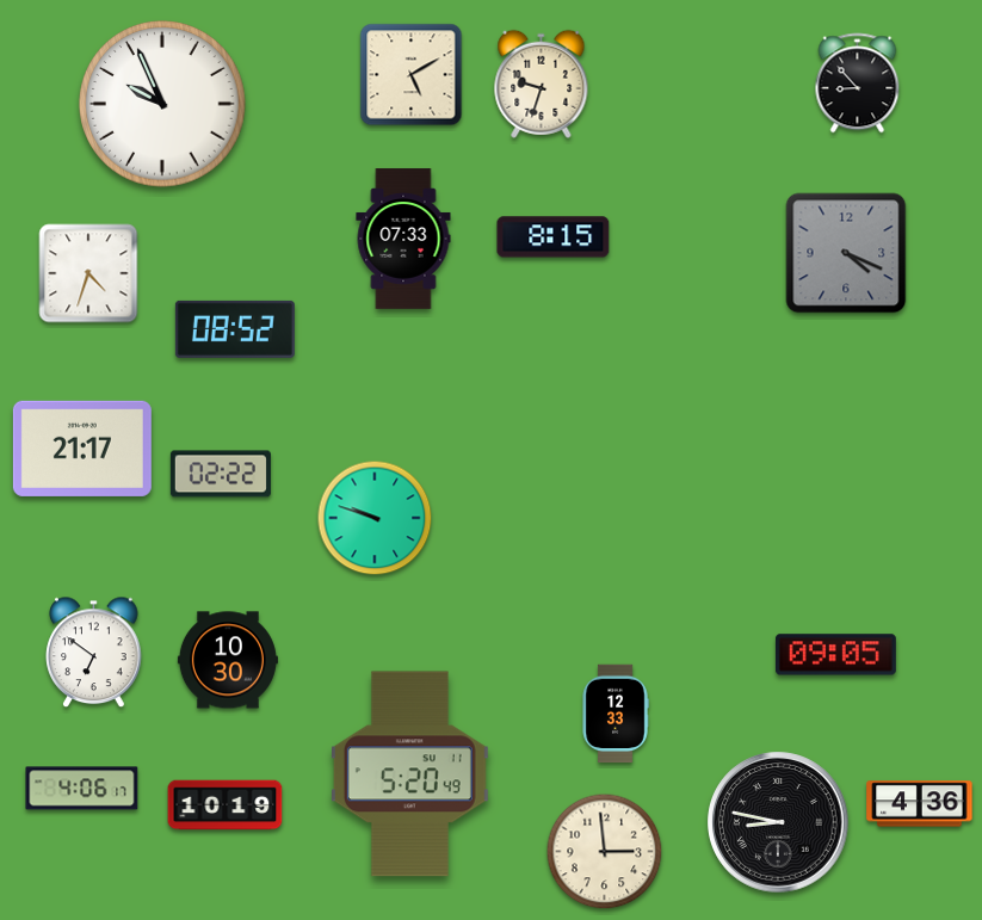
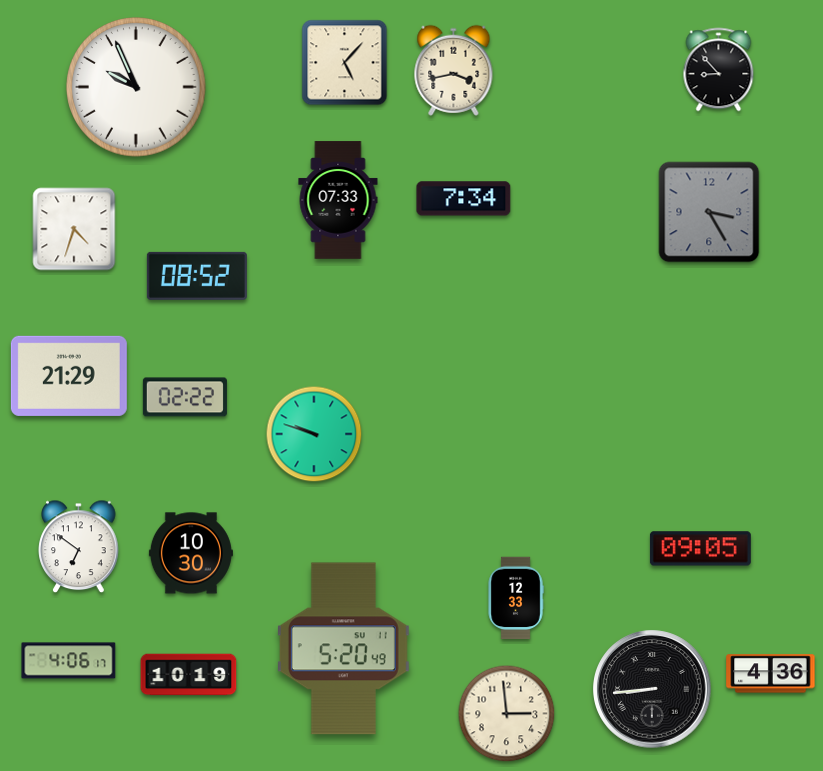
clock at (412, 75): 5:10 -> 5:07
clock at (542, 84): 9:33 -> 3:43
clock at (554, 237): 8:15 -> 7:34
clock at (846, 253): 4:19 -> 3:25
clock at (82, 449): 21:17 -> 21:29
clock at (778, 822): 8:47 -> 8:44
